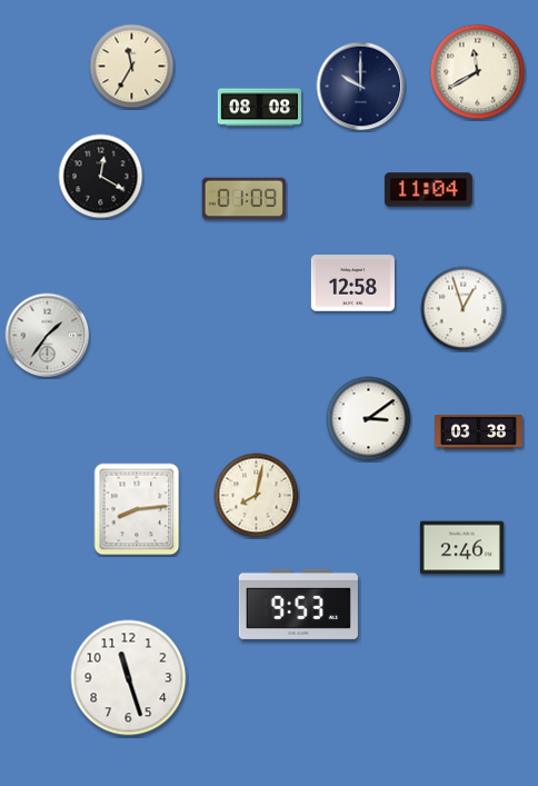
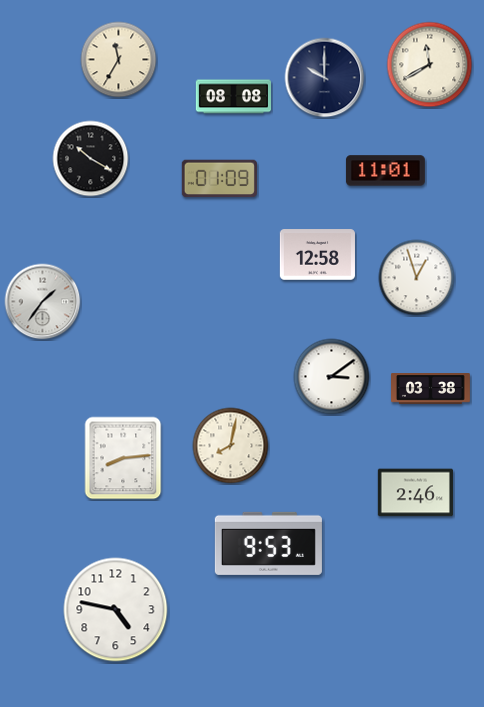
clock at (101, 177): 12:20 -> 10:20
clock at (428, 190): 11:04 -> 11:01
clock at (129, 678): 11:27 -> 4:47
